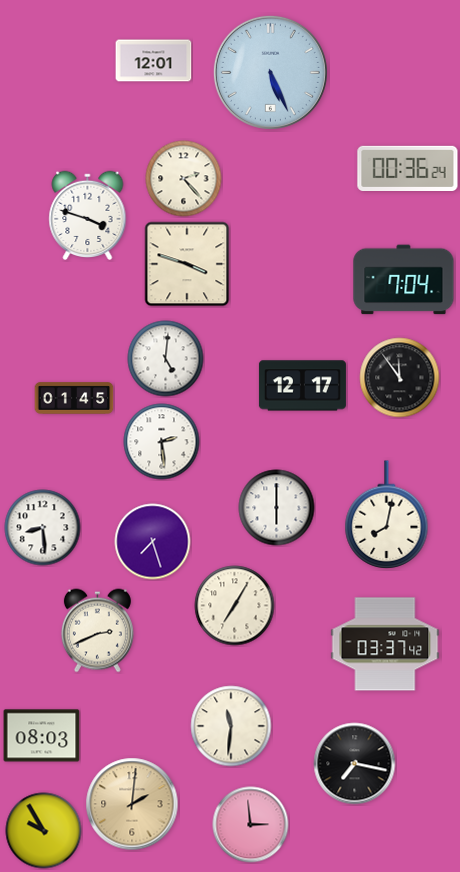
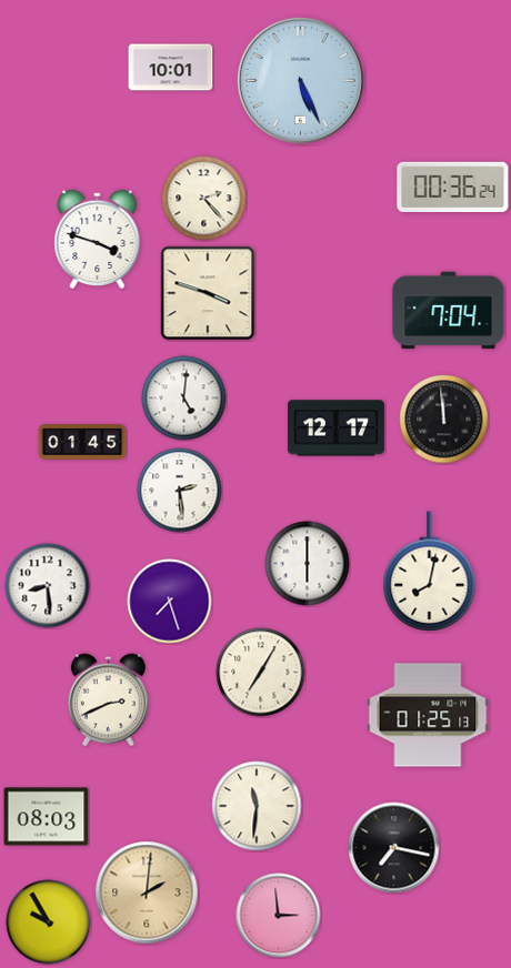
clock at (154, 61): 12:01 -> 10:01
clock at (400, 378): 11:54 -> 11:59
clock at (385, 644): 03:37 -> 01:25
